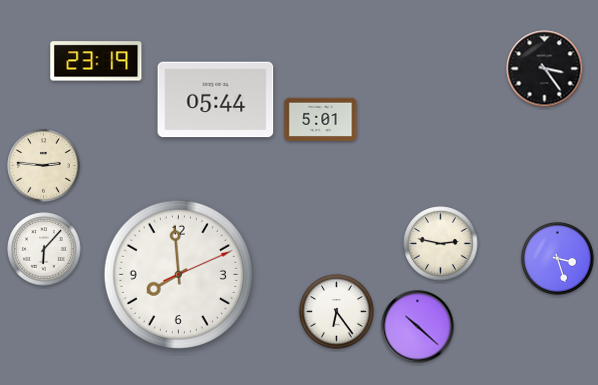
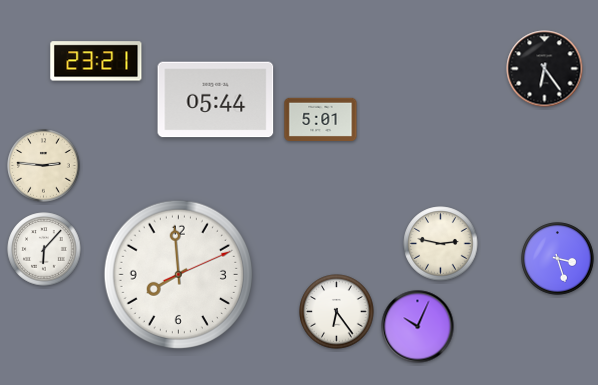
clock at (96, 61): 23:19 -> 23:21
clock at (545, 69): 3:24 -> 6:24
clock at (418, 327): 10:22 -> 10:04
